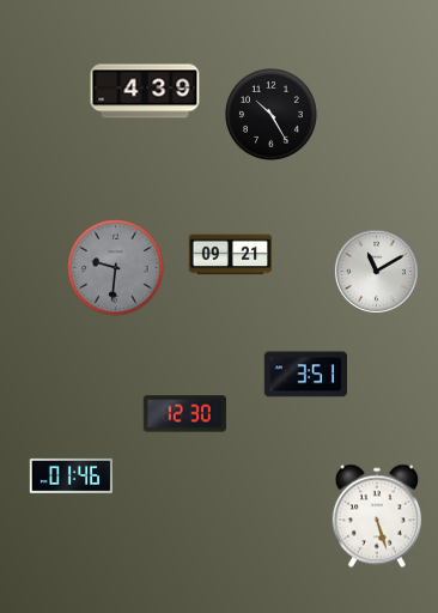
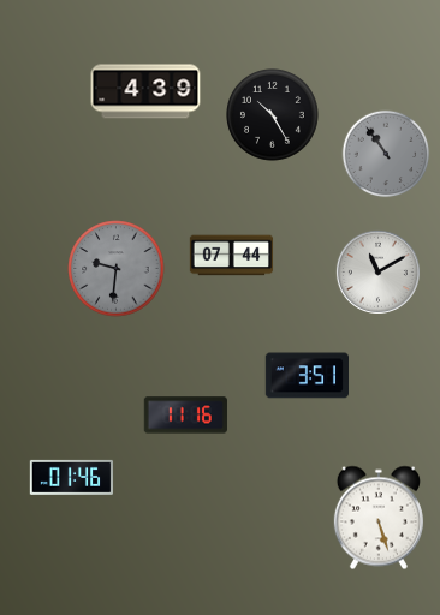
clock at (386, 154): none -> 10:54
clock at (231, 255): 09:21 -> 07:44
clock at (184, 414): 12:30 -> 11:16
